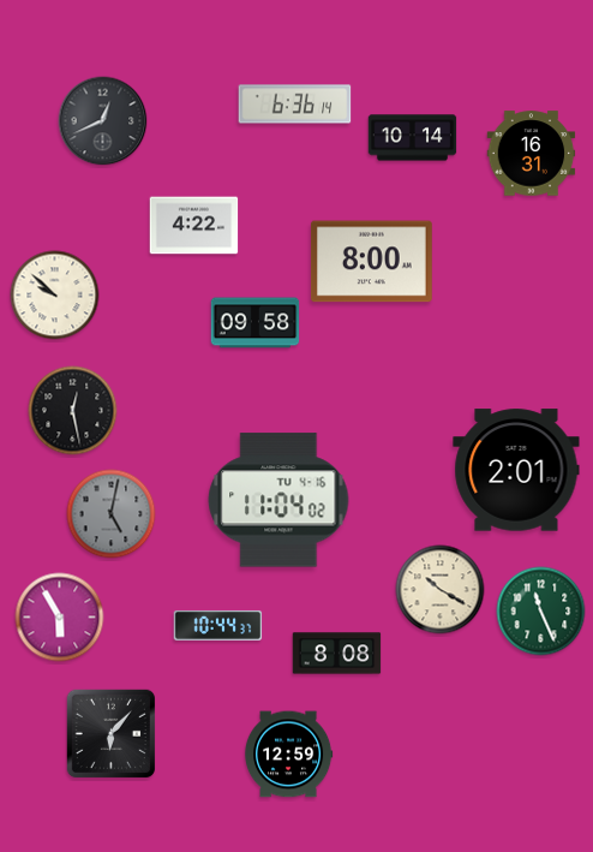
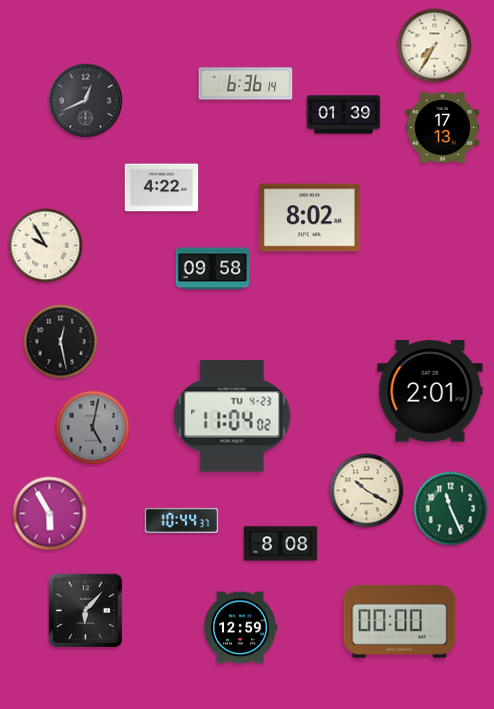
clock at (435, 46): none -> 7:35
clock at (295, 105) position: (295, 105) -> (246, 84)
clock at (413, 138): 10:14 -> 01:39
clock at (532, 154): 16:31 -> 17:13
clock at (371, 262): 8:00 -> 8:02
clock at (55, 296): 9:52 -> 9:55
clock at (278, 500) date: TU 4-16 -> TU 4-23
clock at (112, 734) position: (112, 734) -> (86, 611)
clock at (400, 622): none -> 00:00
